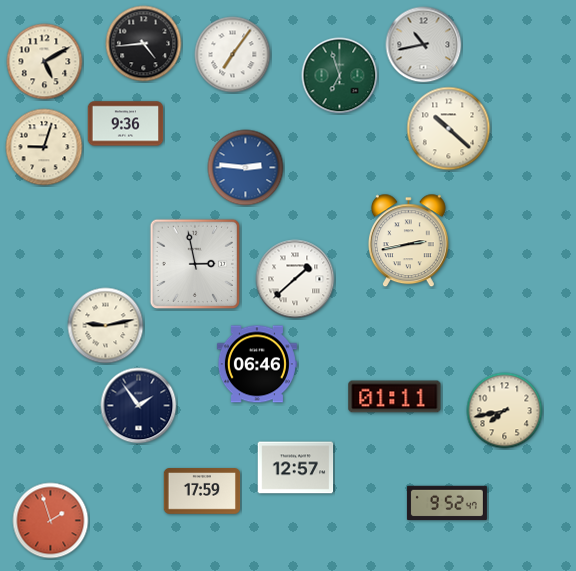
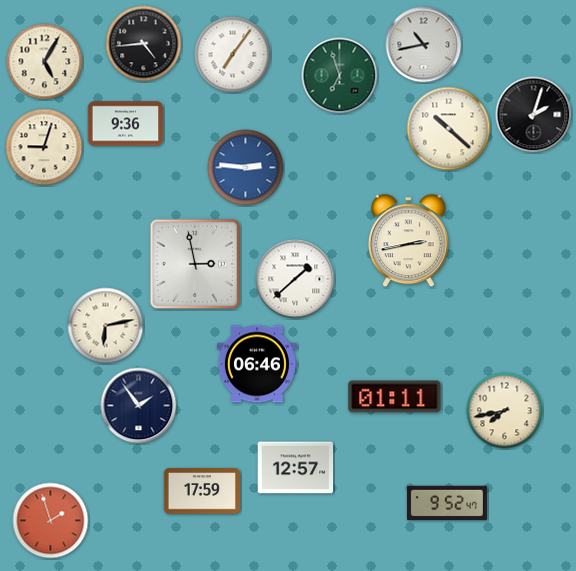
clock at (45, 62): 5:10 -> 5:05
clock at (534, 115): none -> 2:03
clock at (106, 326): 9:13 -> 6:13
